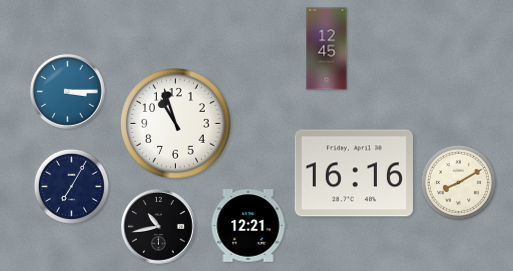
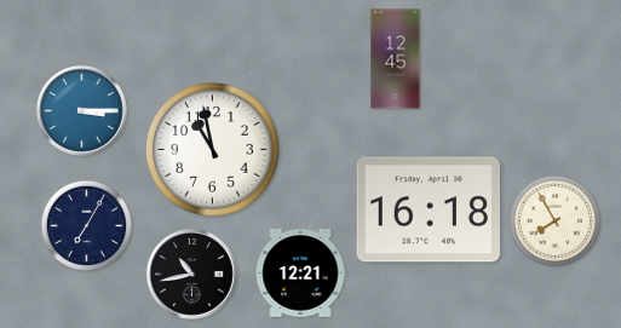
clock at (176, 124): 10:57 -> 10:58
clock at (354, 173): 16:16 -> 16:18
clock at (458, 182): 8:10 -> 7:55
